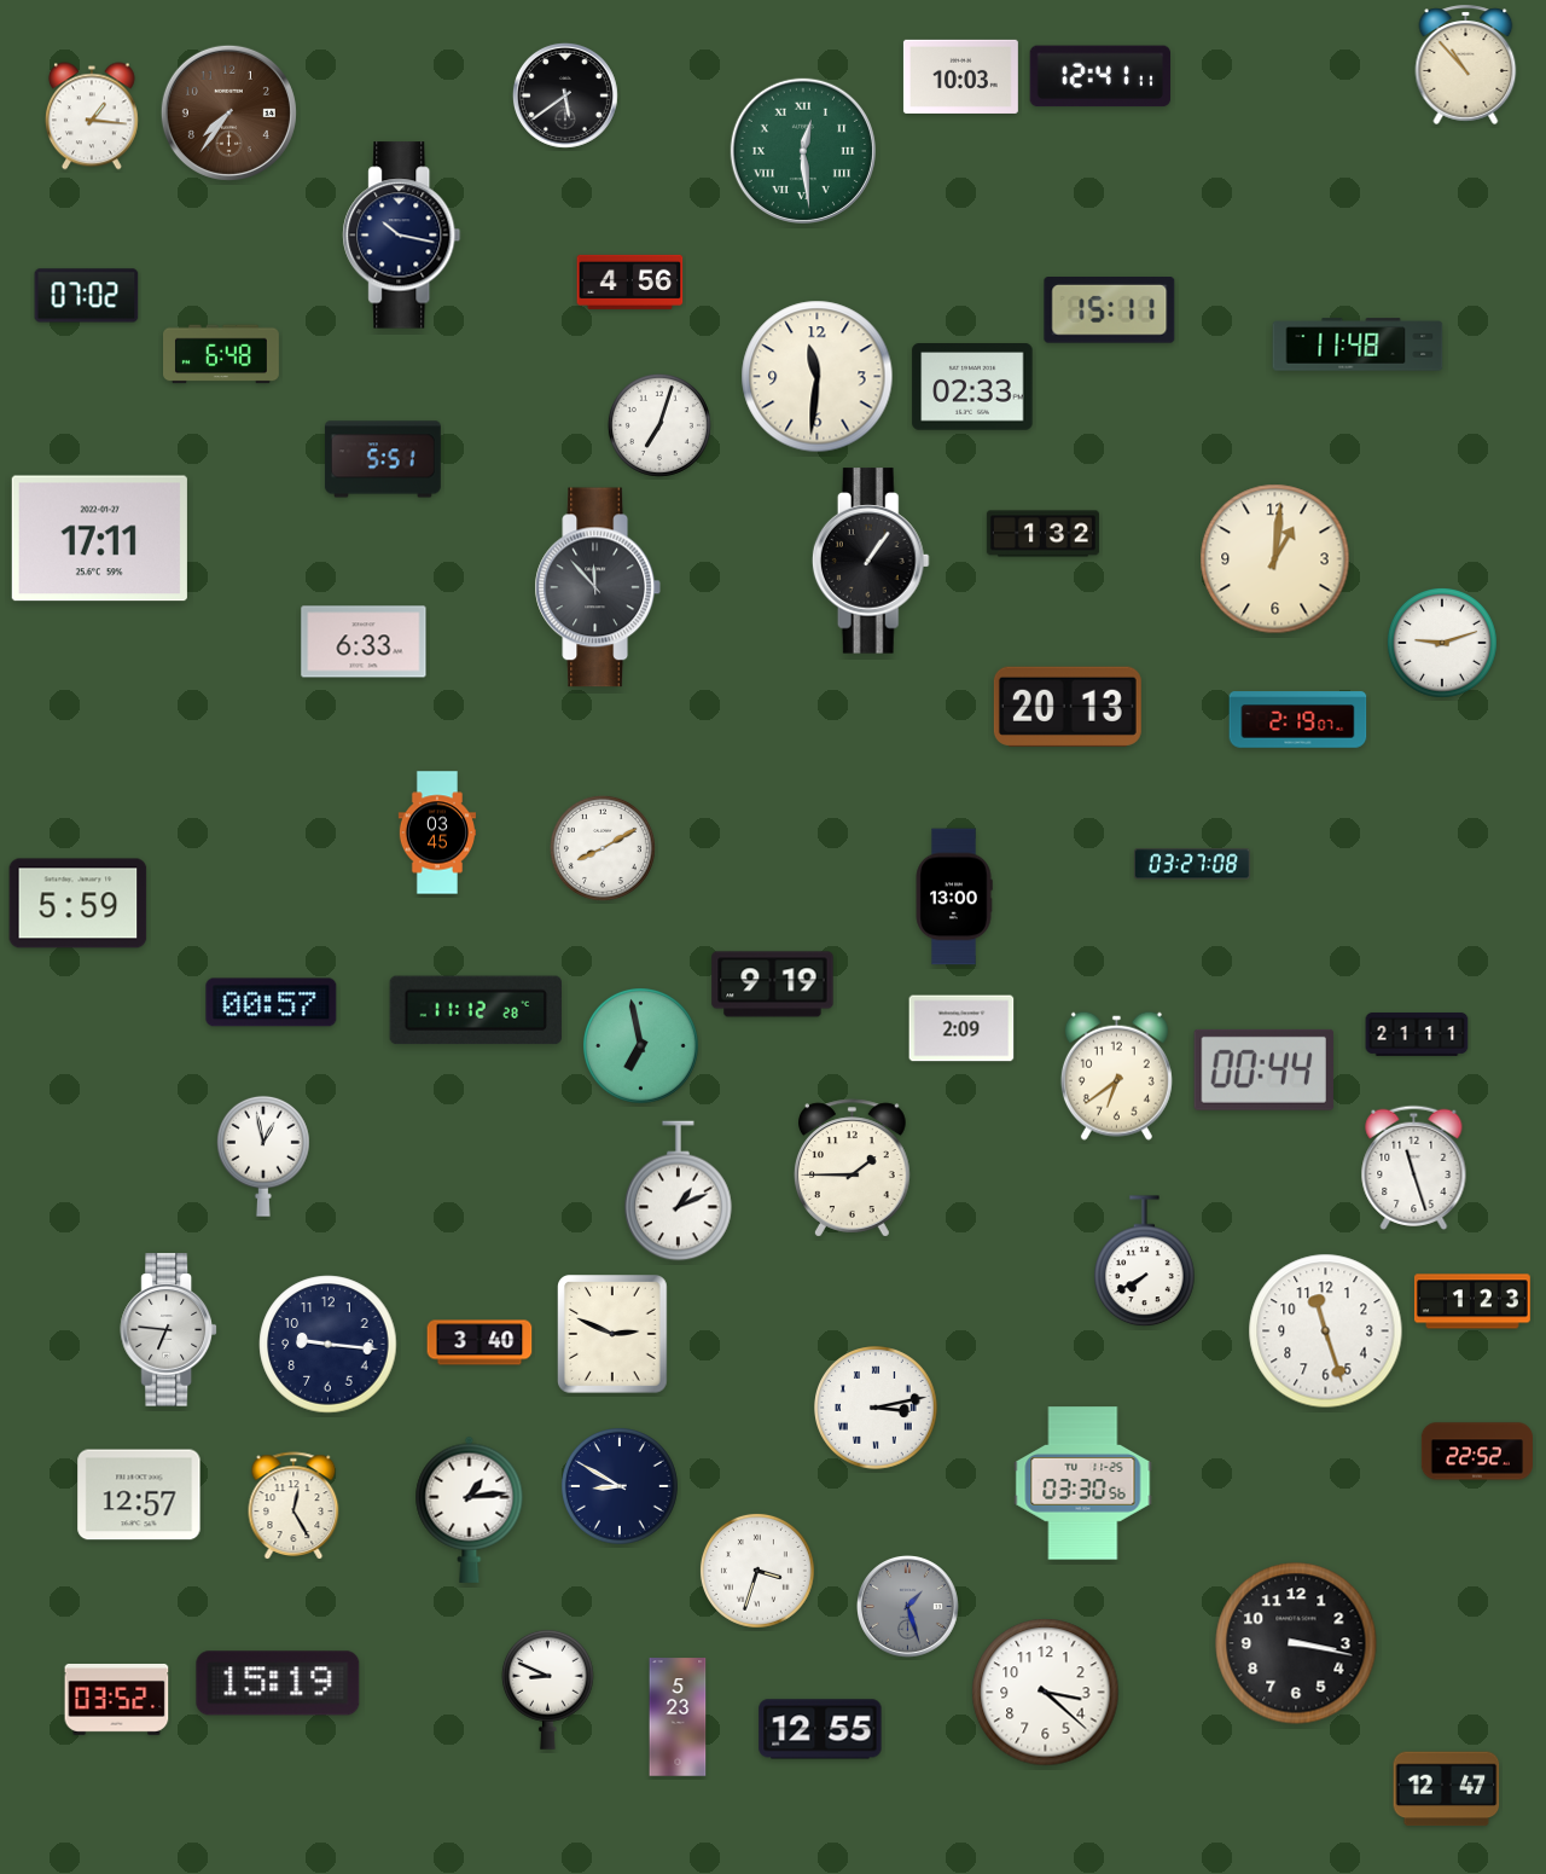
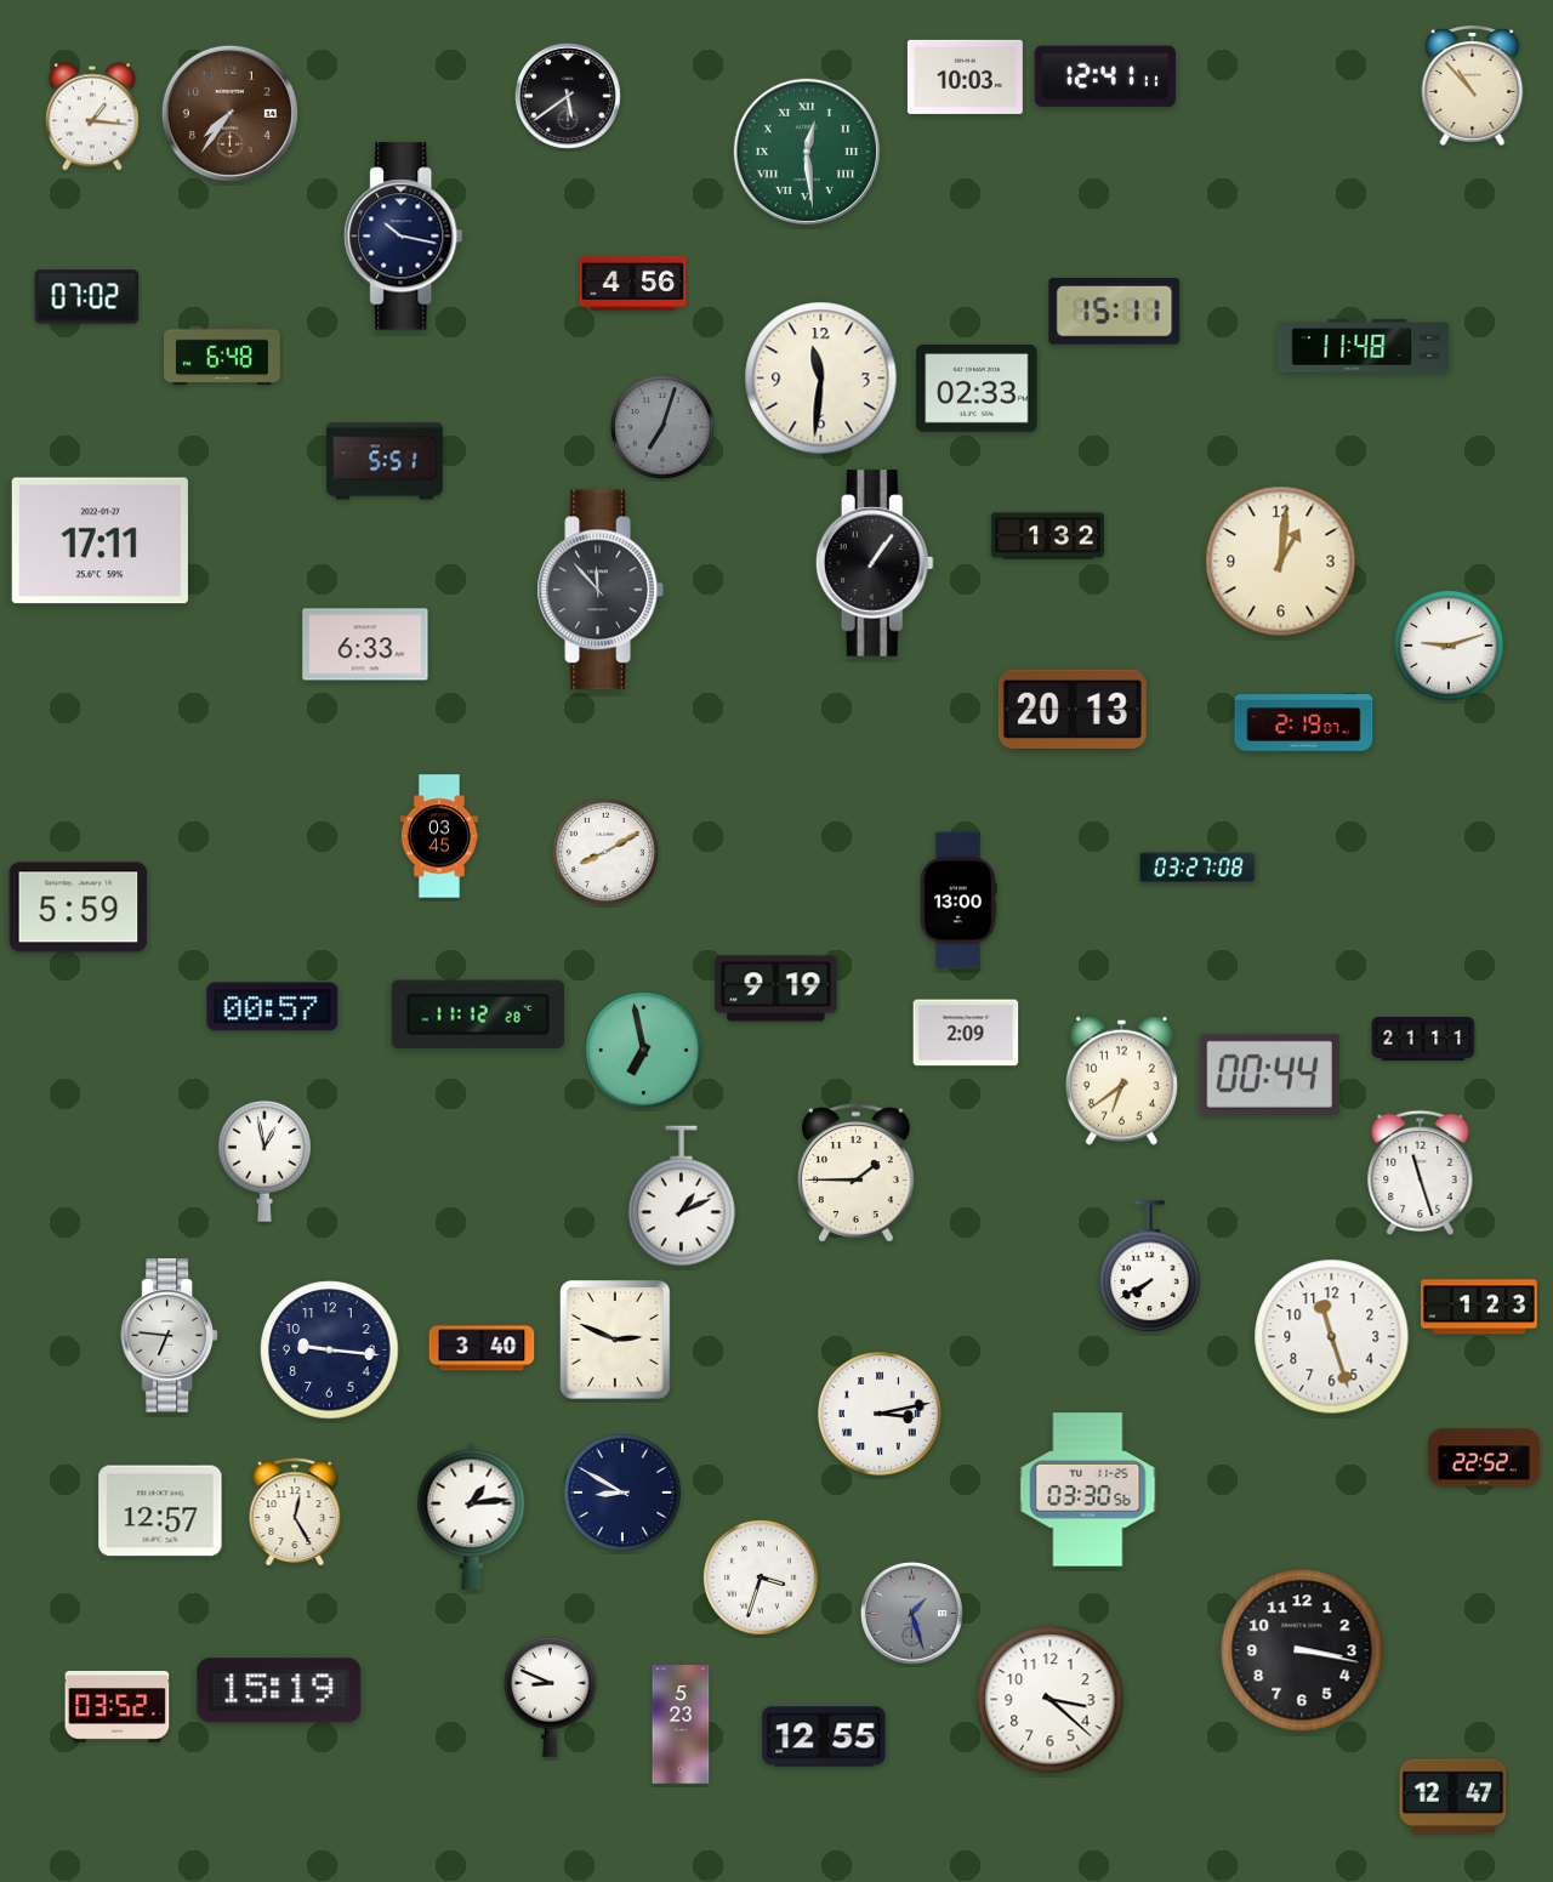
clock at (1466, 64) position: (1466, 64) -> (1473, 85)
clock at (659, 425) dial: white -> grey
clock at (139, 1495) position: (139, 1495) -> (160, 1511)
